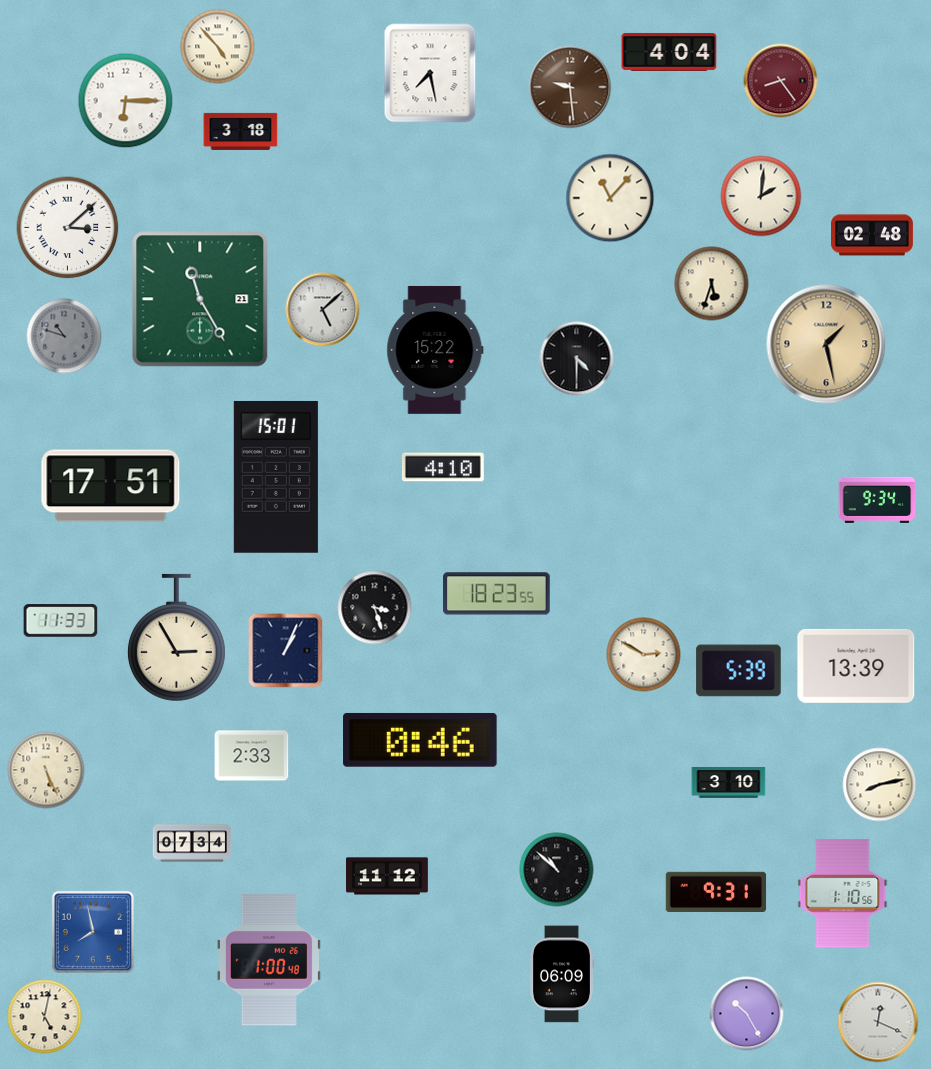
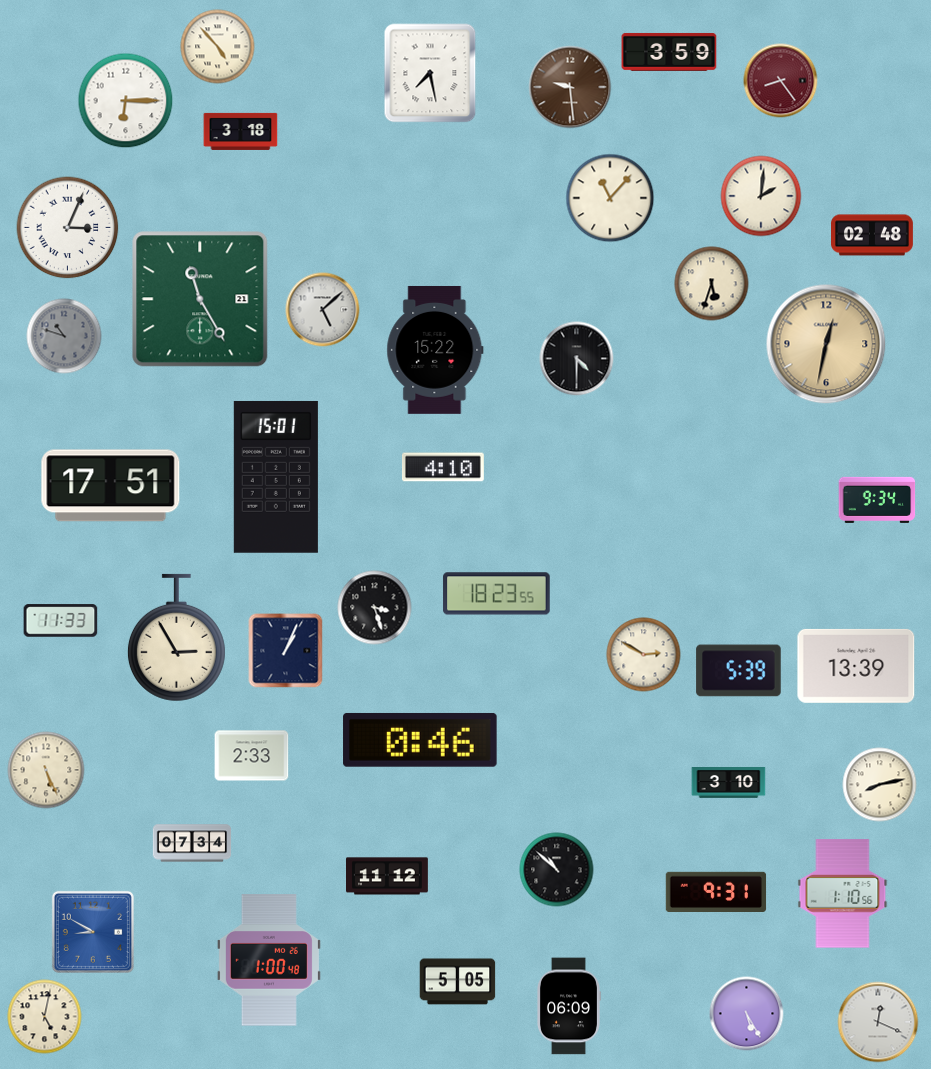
clock at (669, 52): 4:04 -> 3:59
clock at (68, 228): 3:08 -> 3:04
clock at (826, 344): 1:28 -> 12:32
clock at (93, 932): 7:58 -> 8:50
clock at (562, 974) position: (562, 974) -> (569, 1006)
clock at (458, 982): none -> 5:05
clock at (747, 1014): 10:25 -> 5:25
